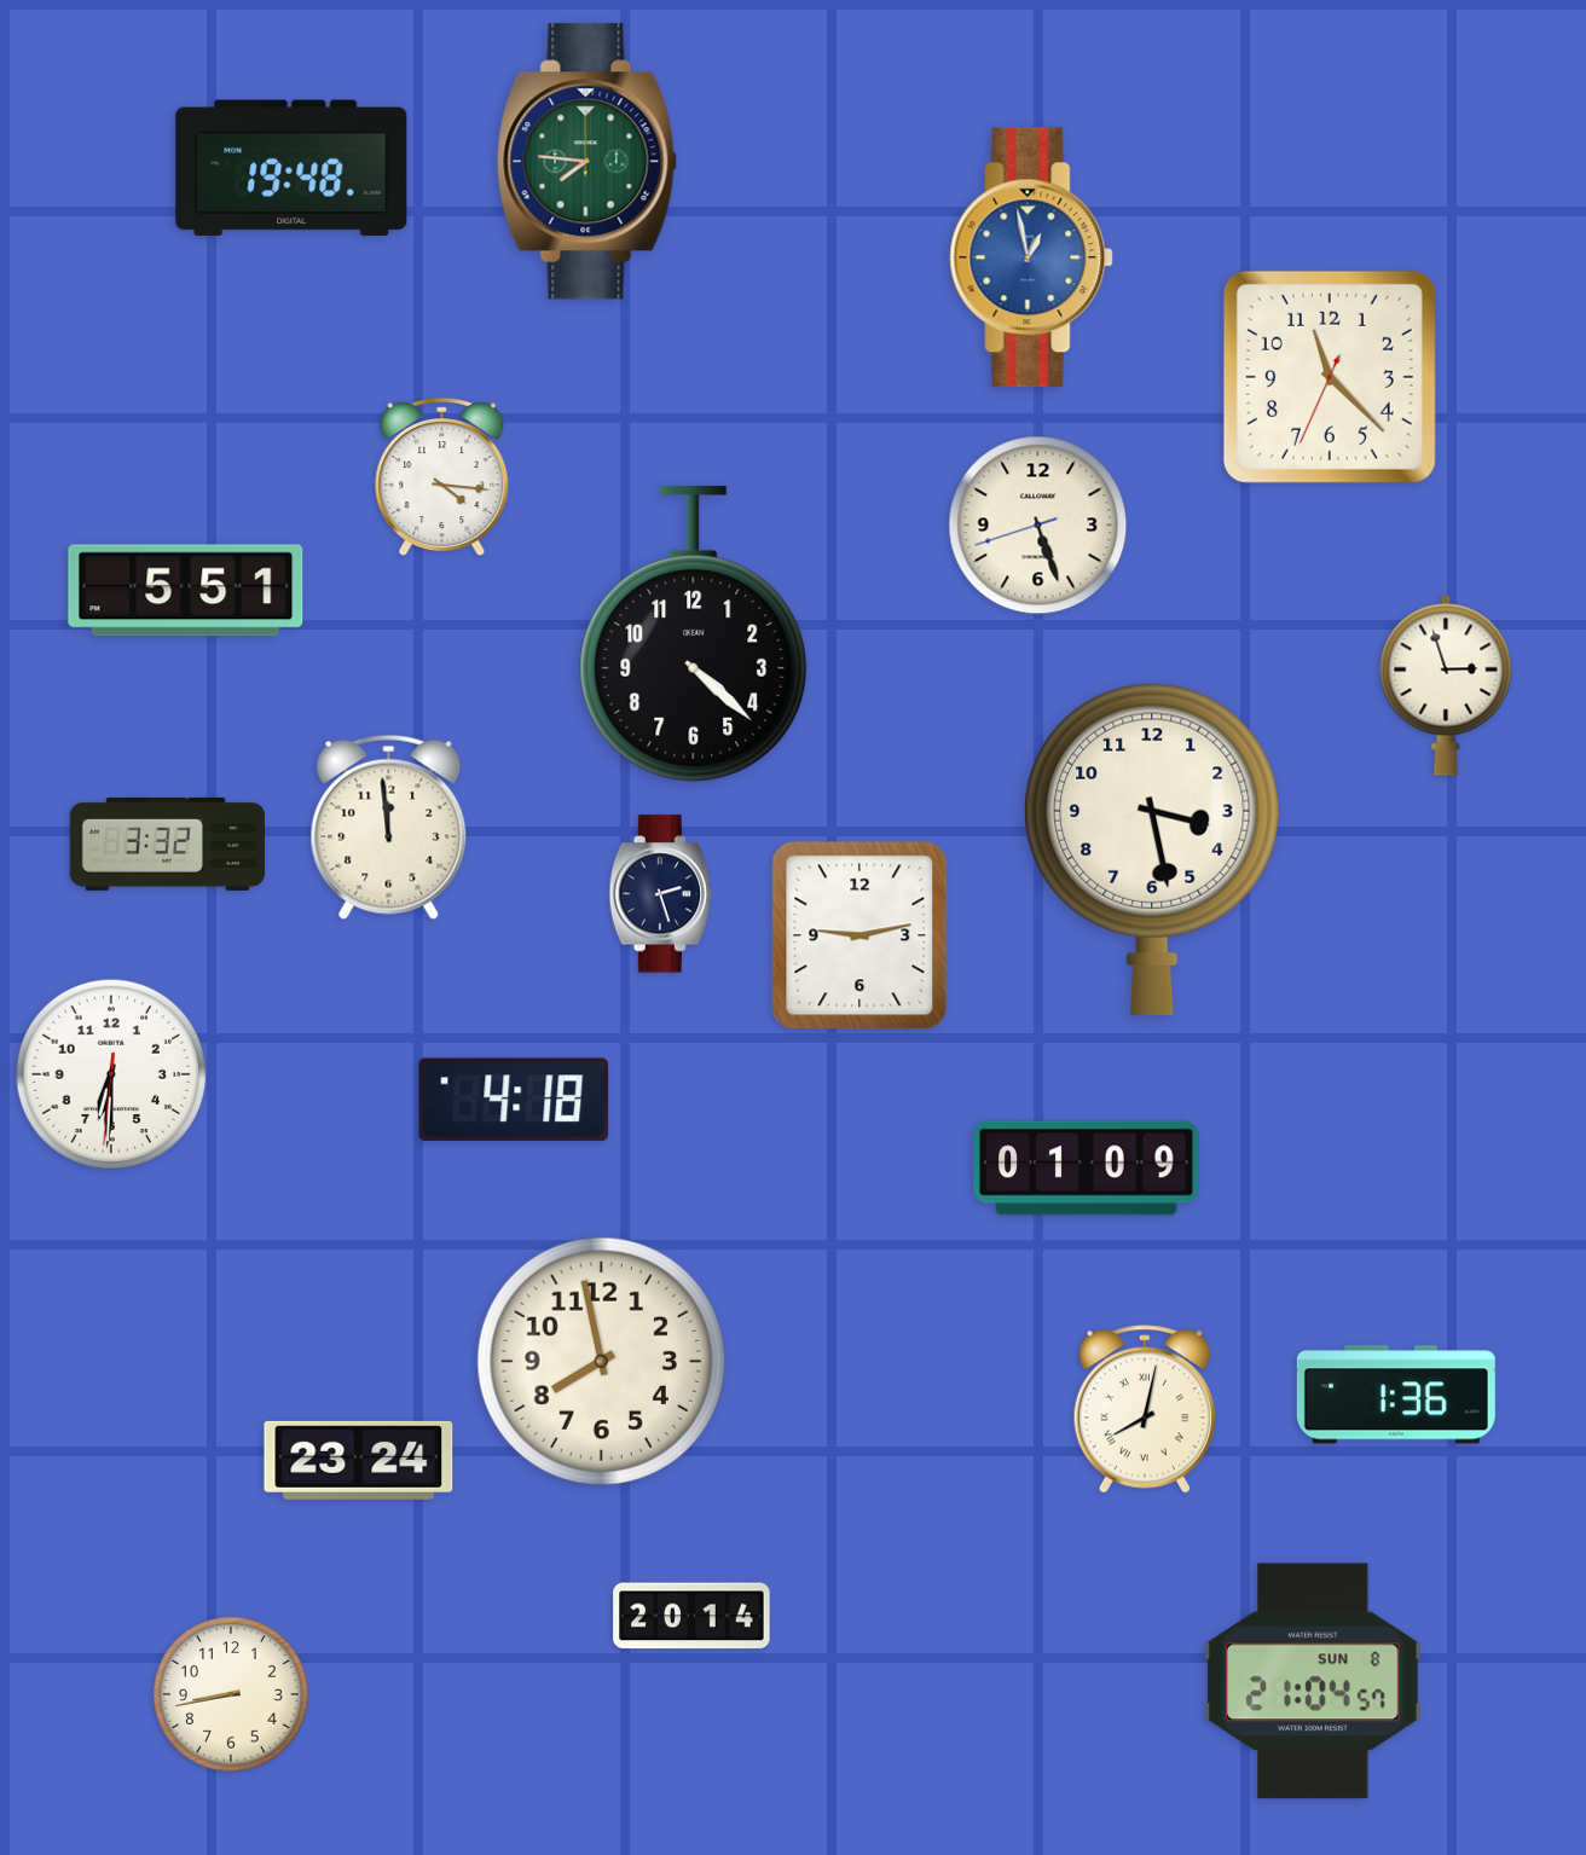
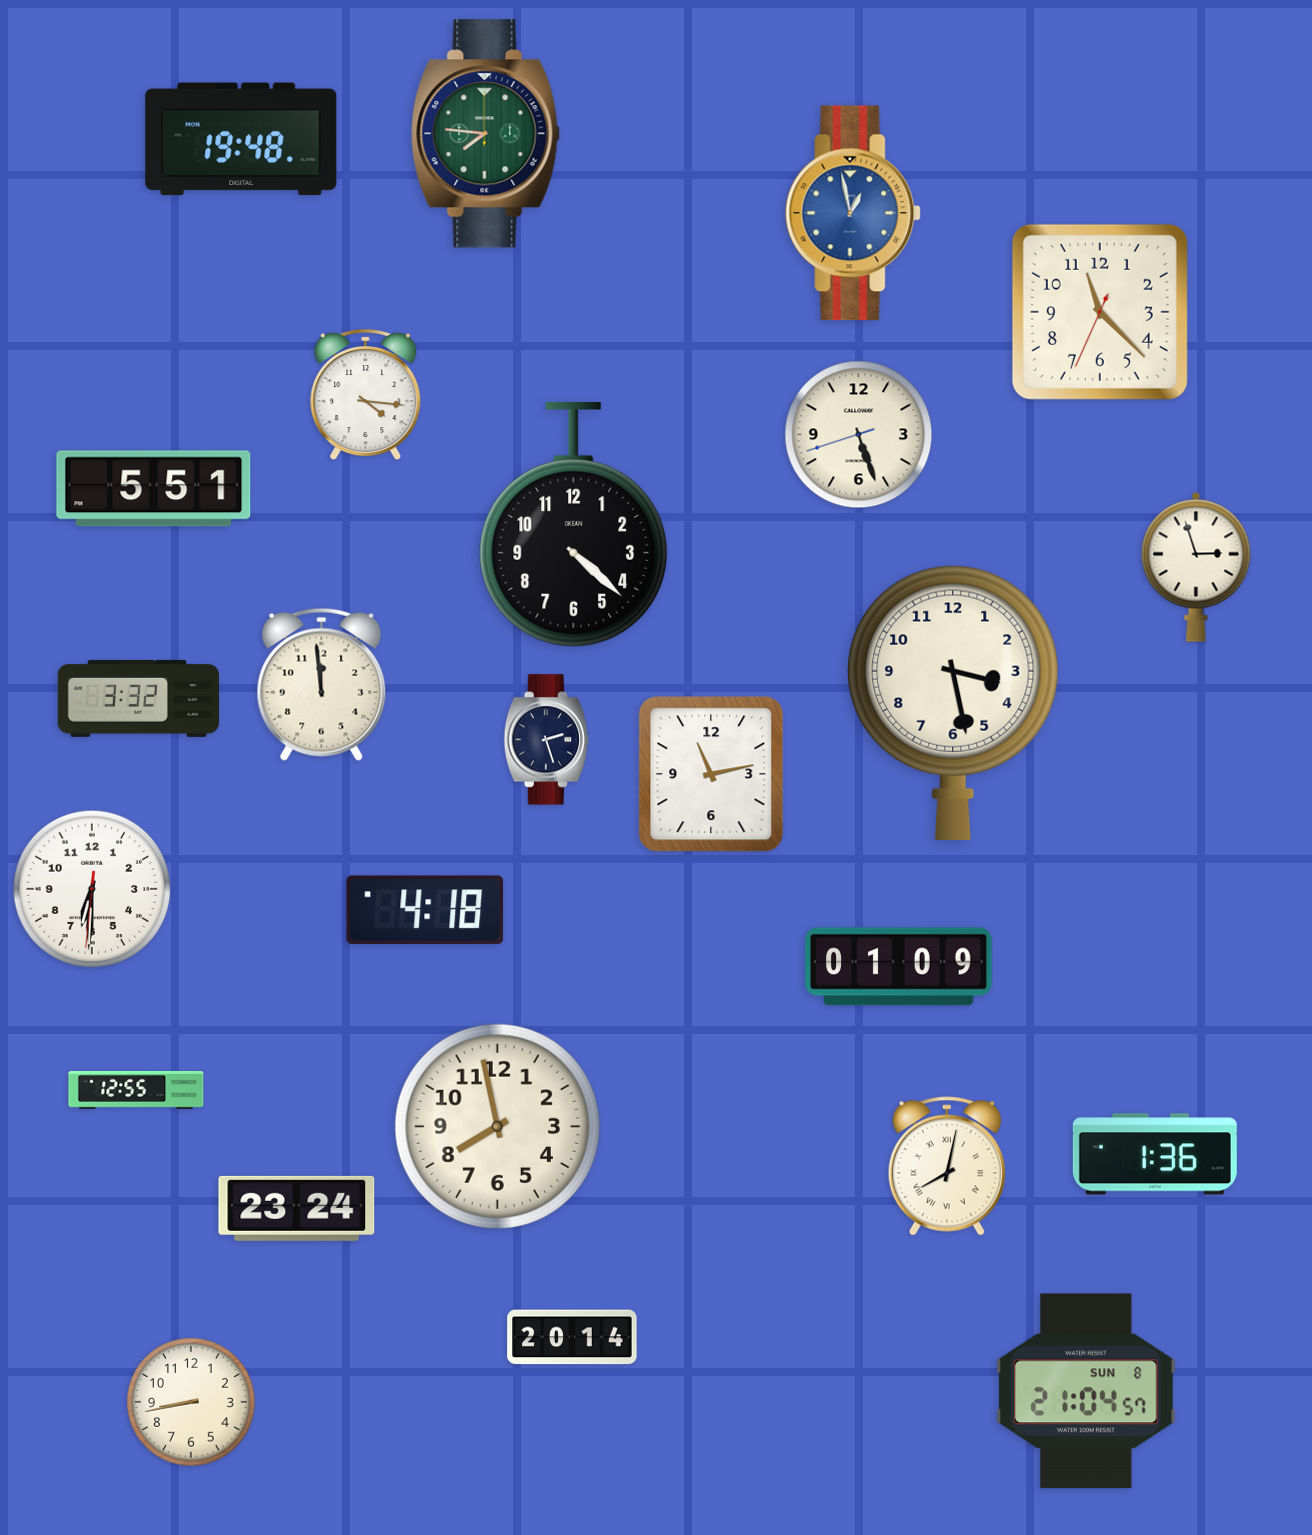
clock at (859, 935): 9:13 -> 11:13
clock at (136, 1091): none -> 12:55
